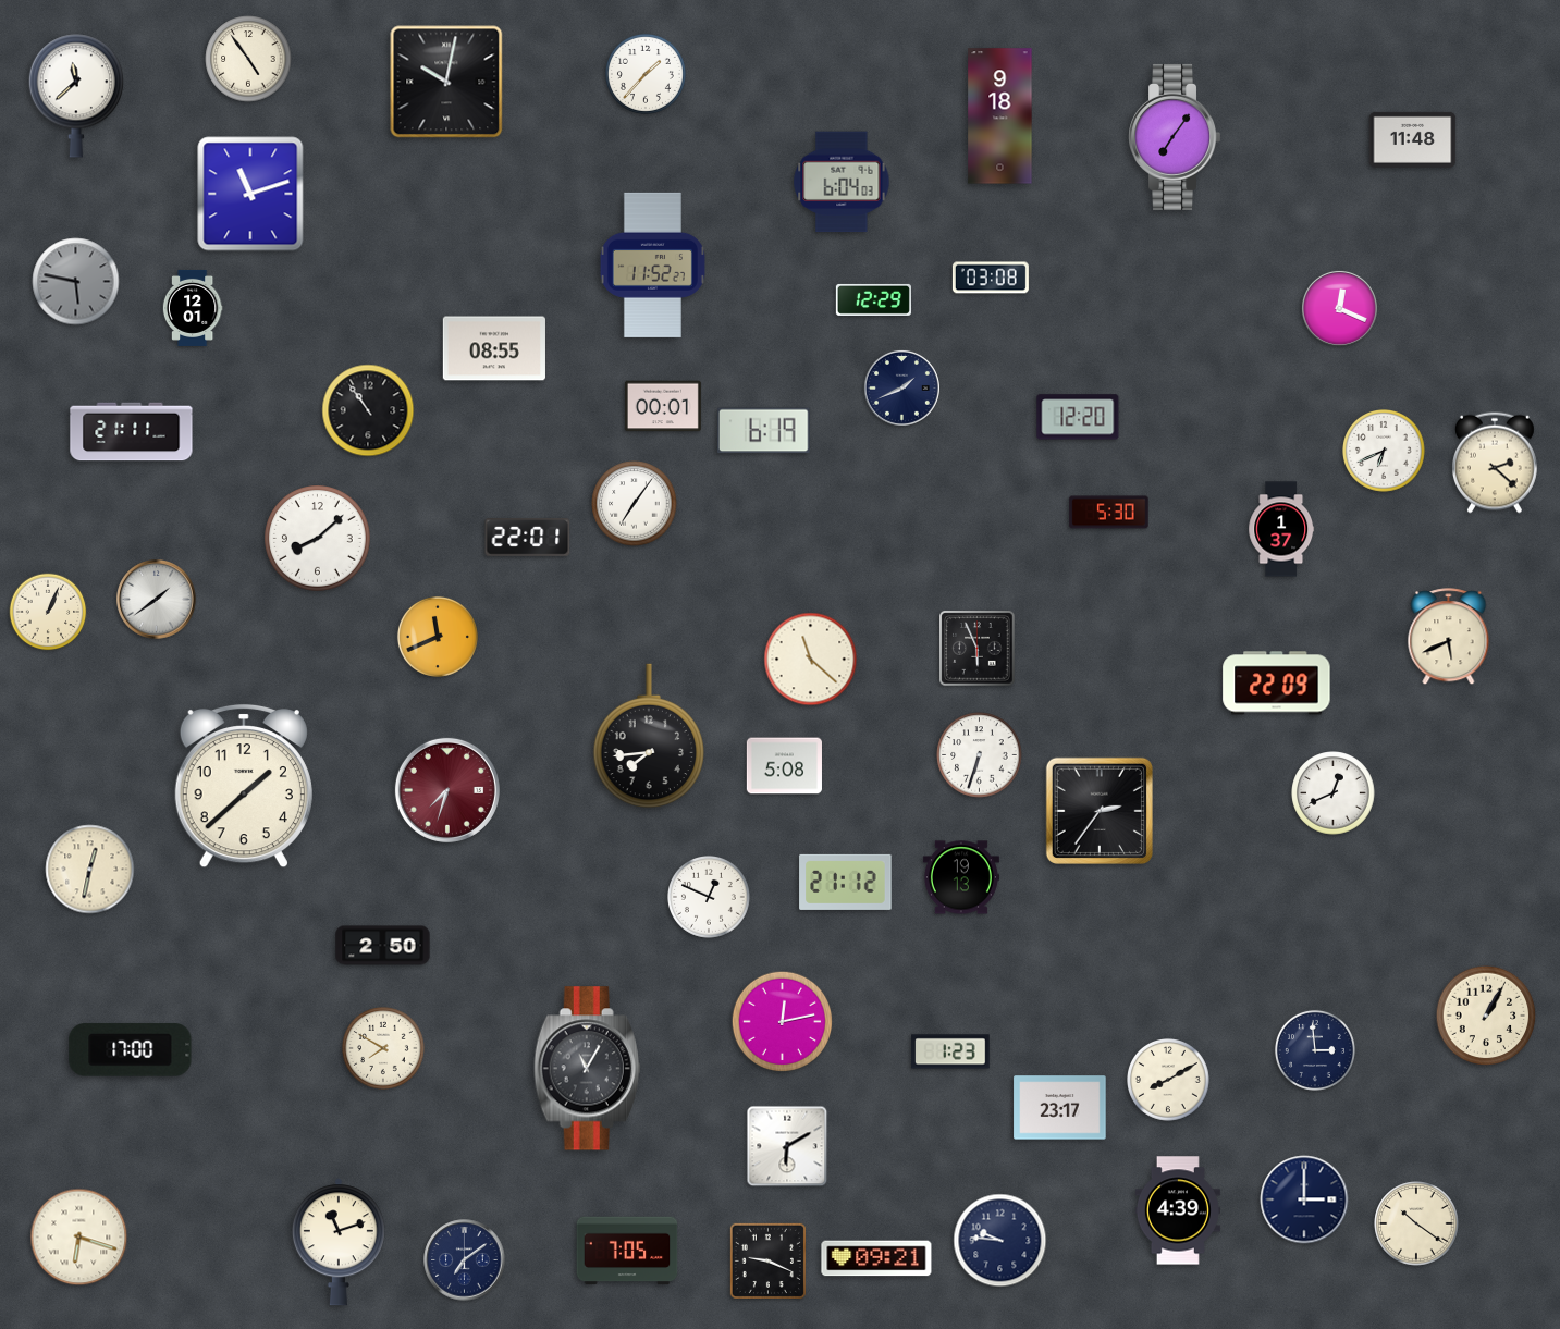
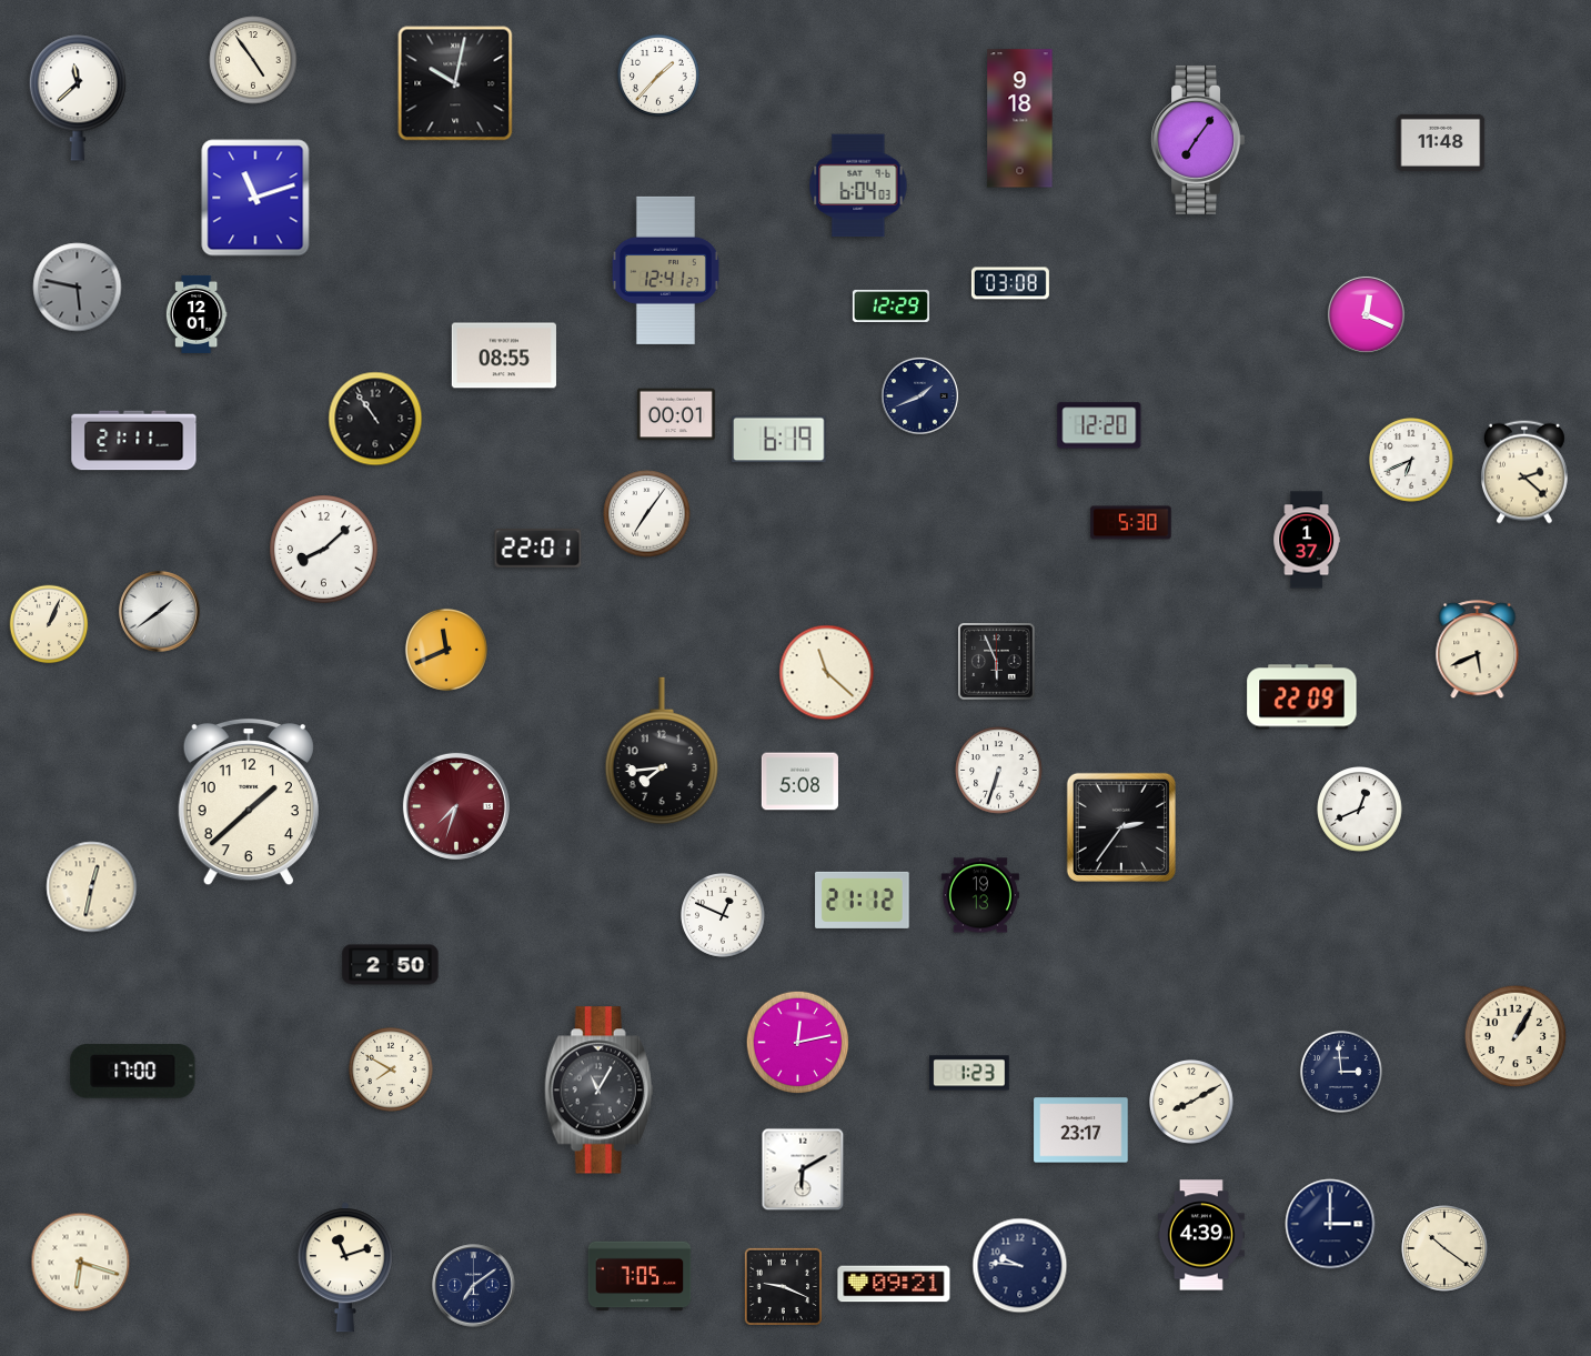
clock at (652, 264): 11:52 -> 12:41
